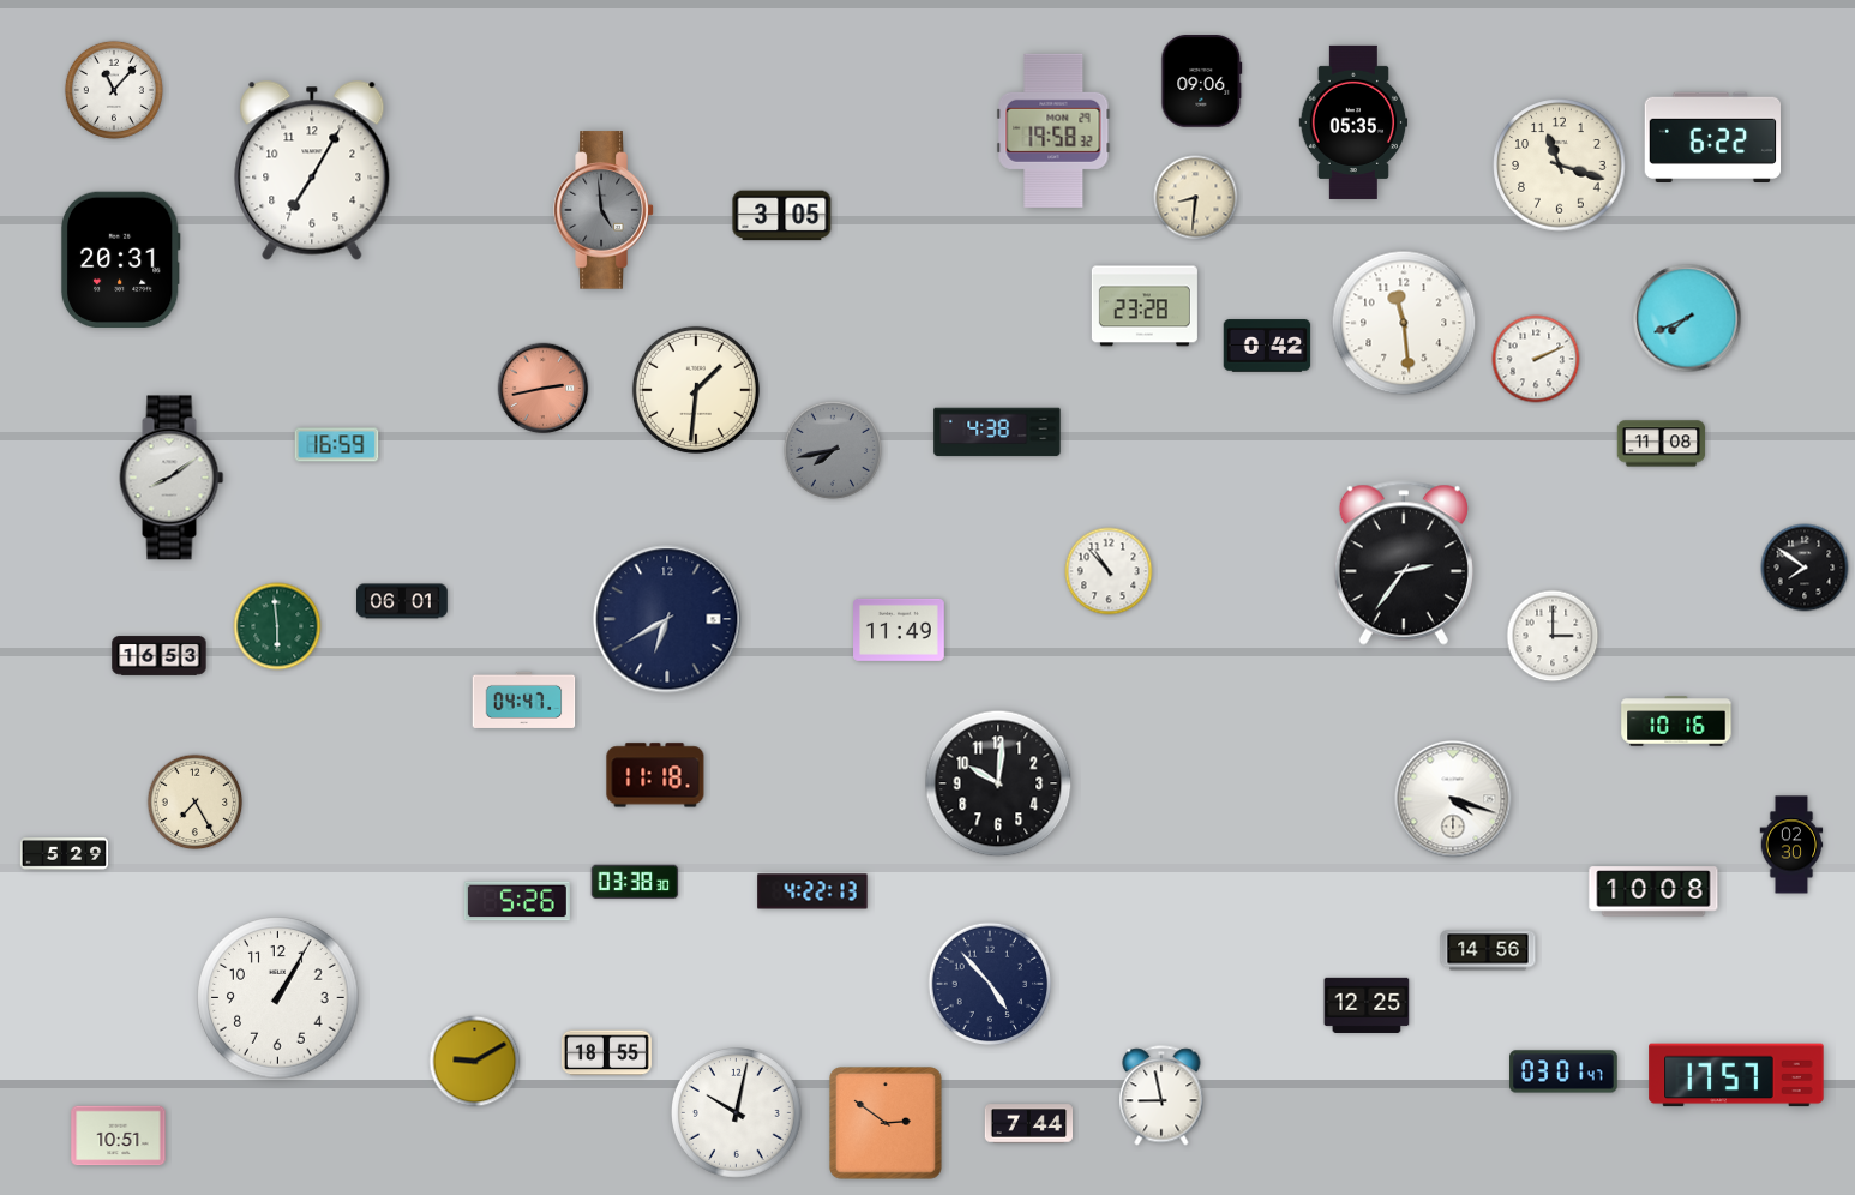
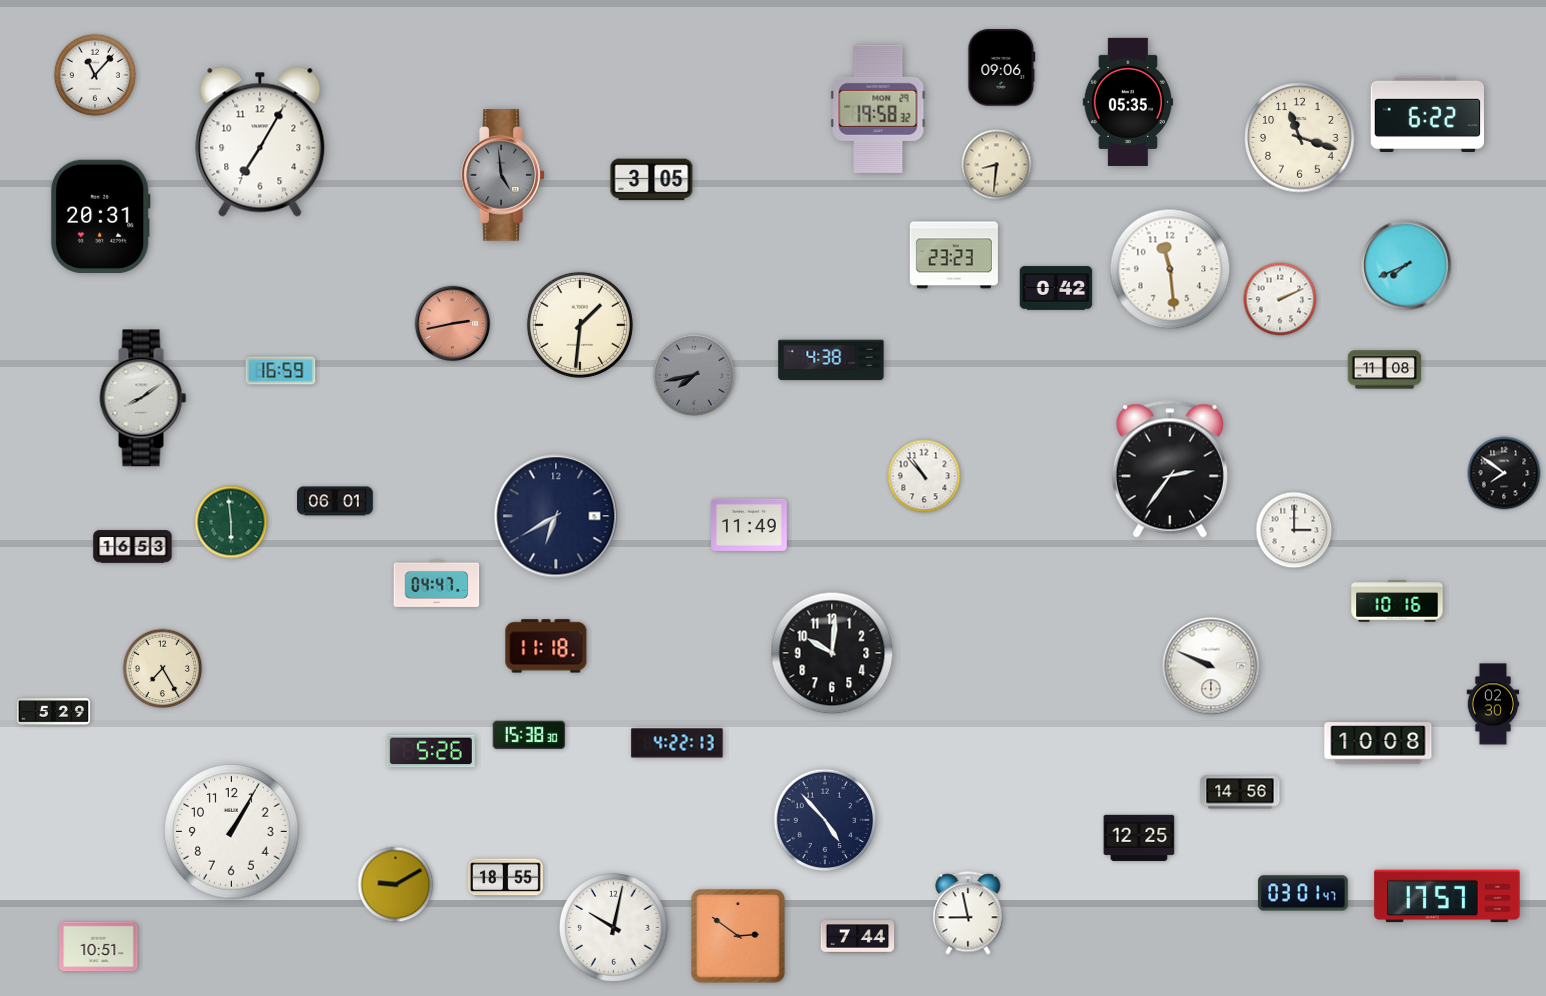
clock at (1145, 306): 23:28 -> 23:23
clock at (1453, 799): 4:18 -> 9:49
clock at (635, 882): 03:38 -> 15:38
